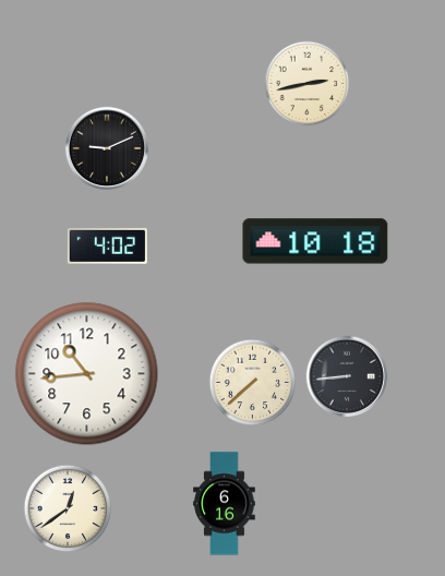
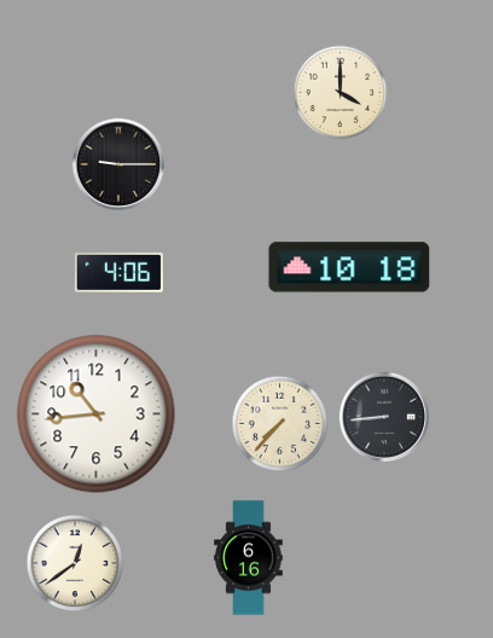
clock at (308, 84): 2:43 -> 4:00
clock at (106, 147): 9:11 -> 9:15
clock at (107, 245): 4:02 -> 4:06
clock at (253, 383): 7:38 -> 7:37
